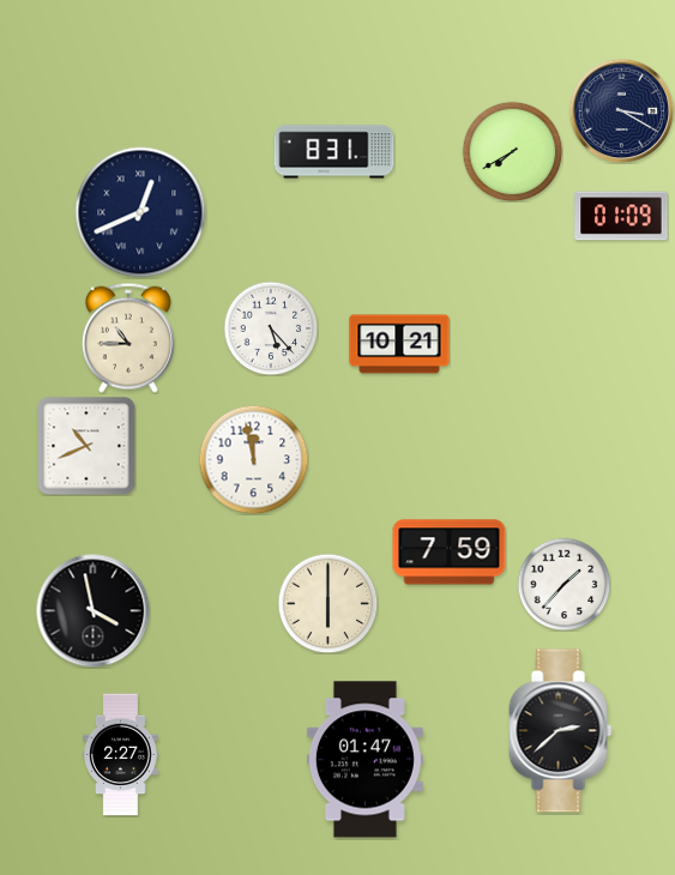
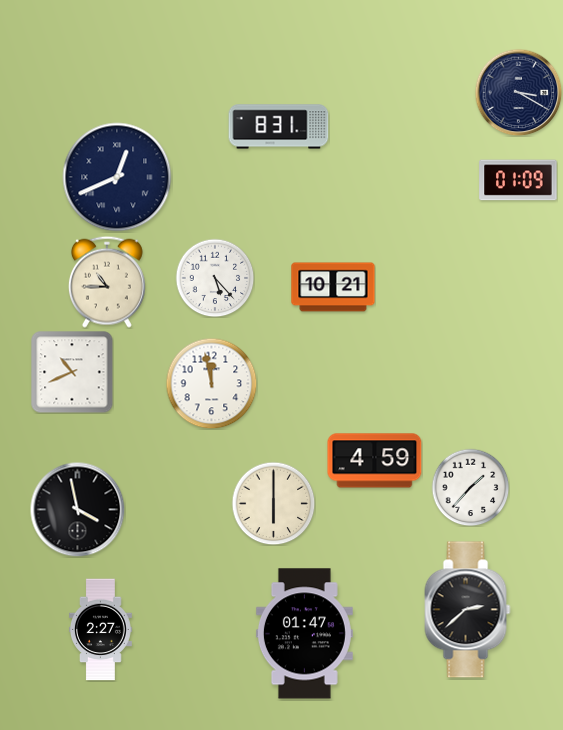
clock at (512, 151): 7:40 -> none
clock at (271, 328) position: (271, 328) -> (215, 278)
clock at (450, 553): 7:59 -> 4:59
